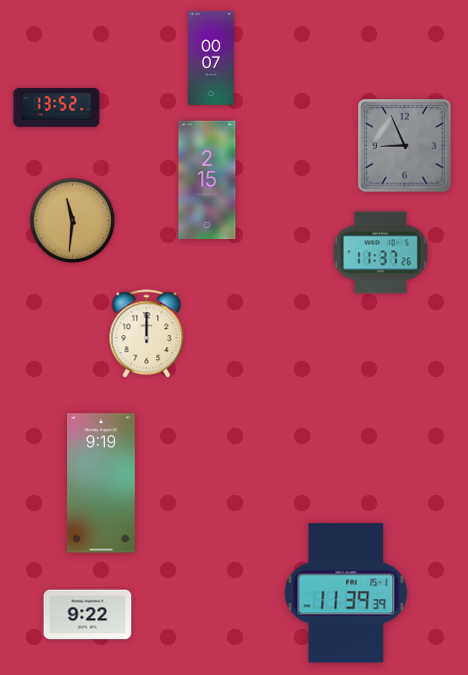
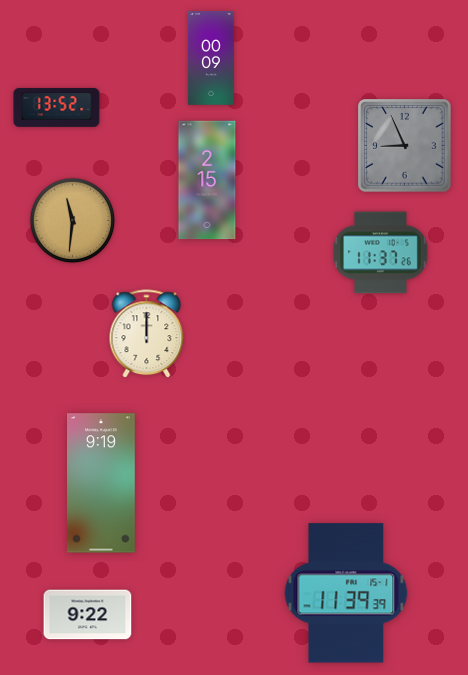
clock at (211, 58): 00:07 -> 00:09
